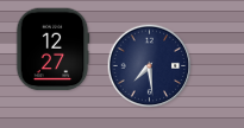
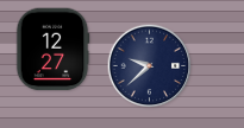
clock at (150, 66): 7:29 -> 9:38
